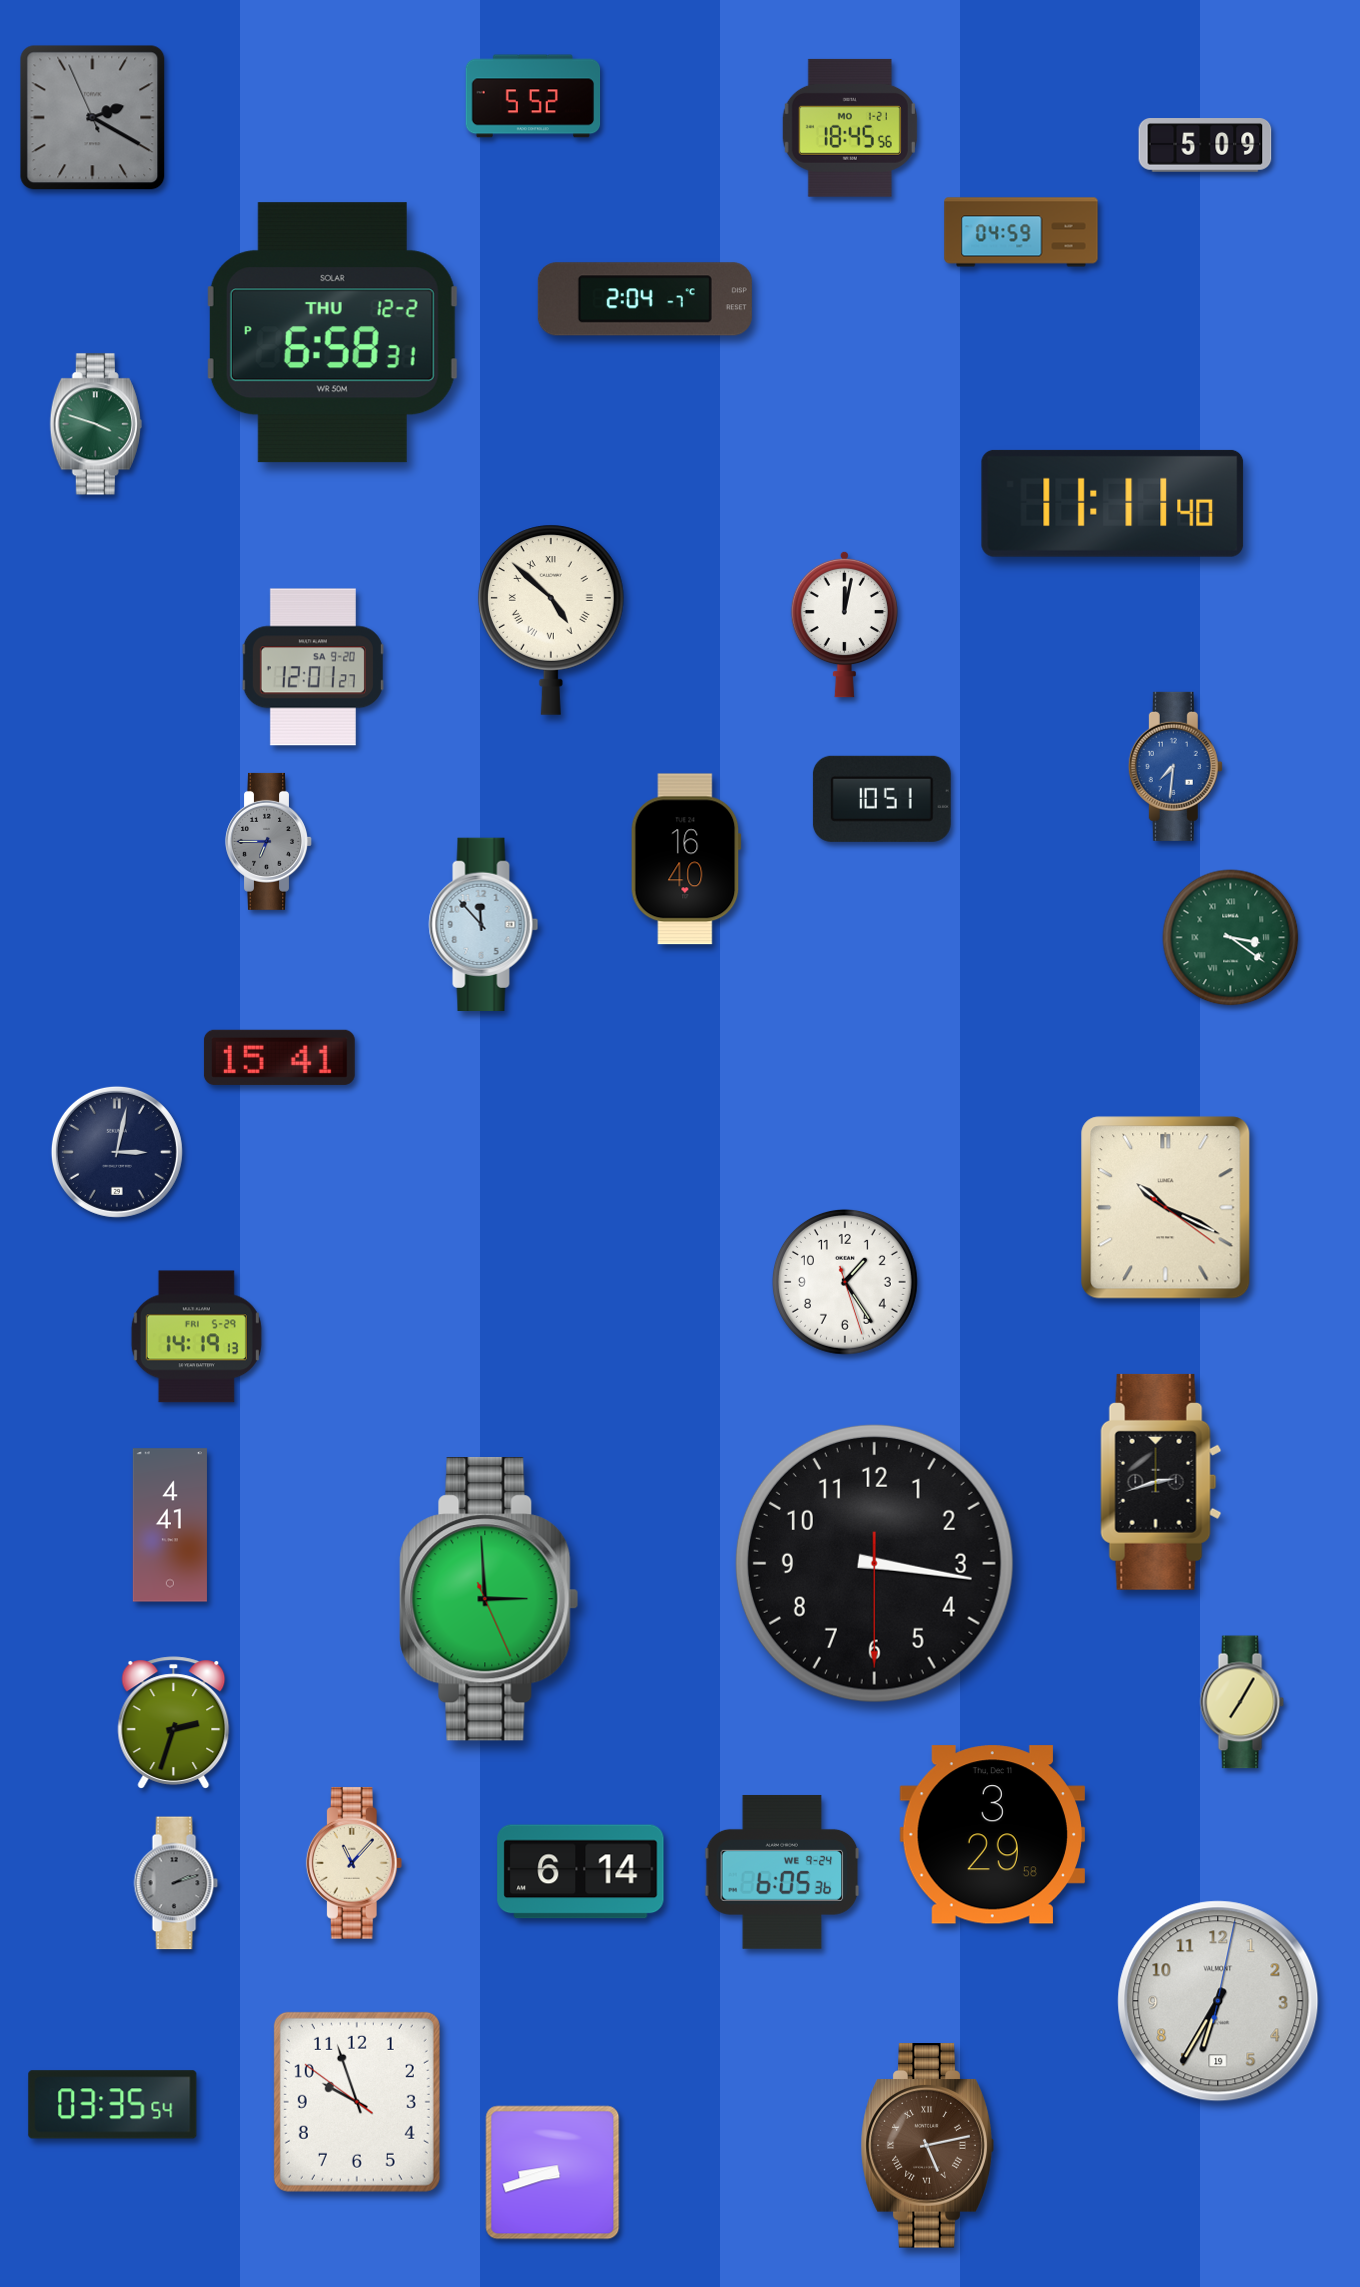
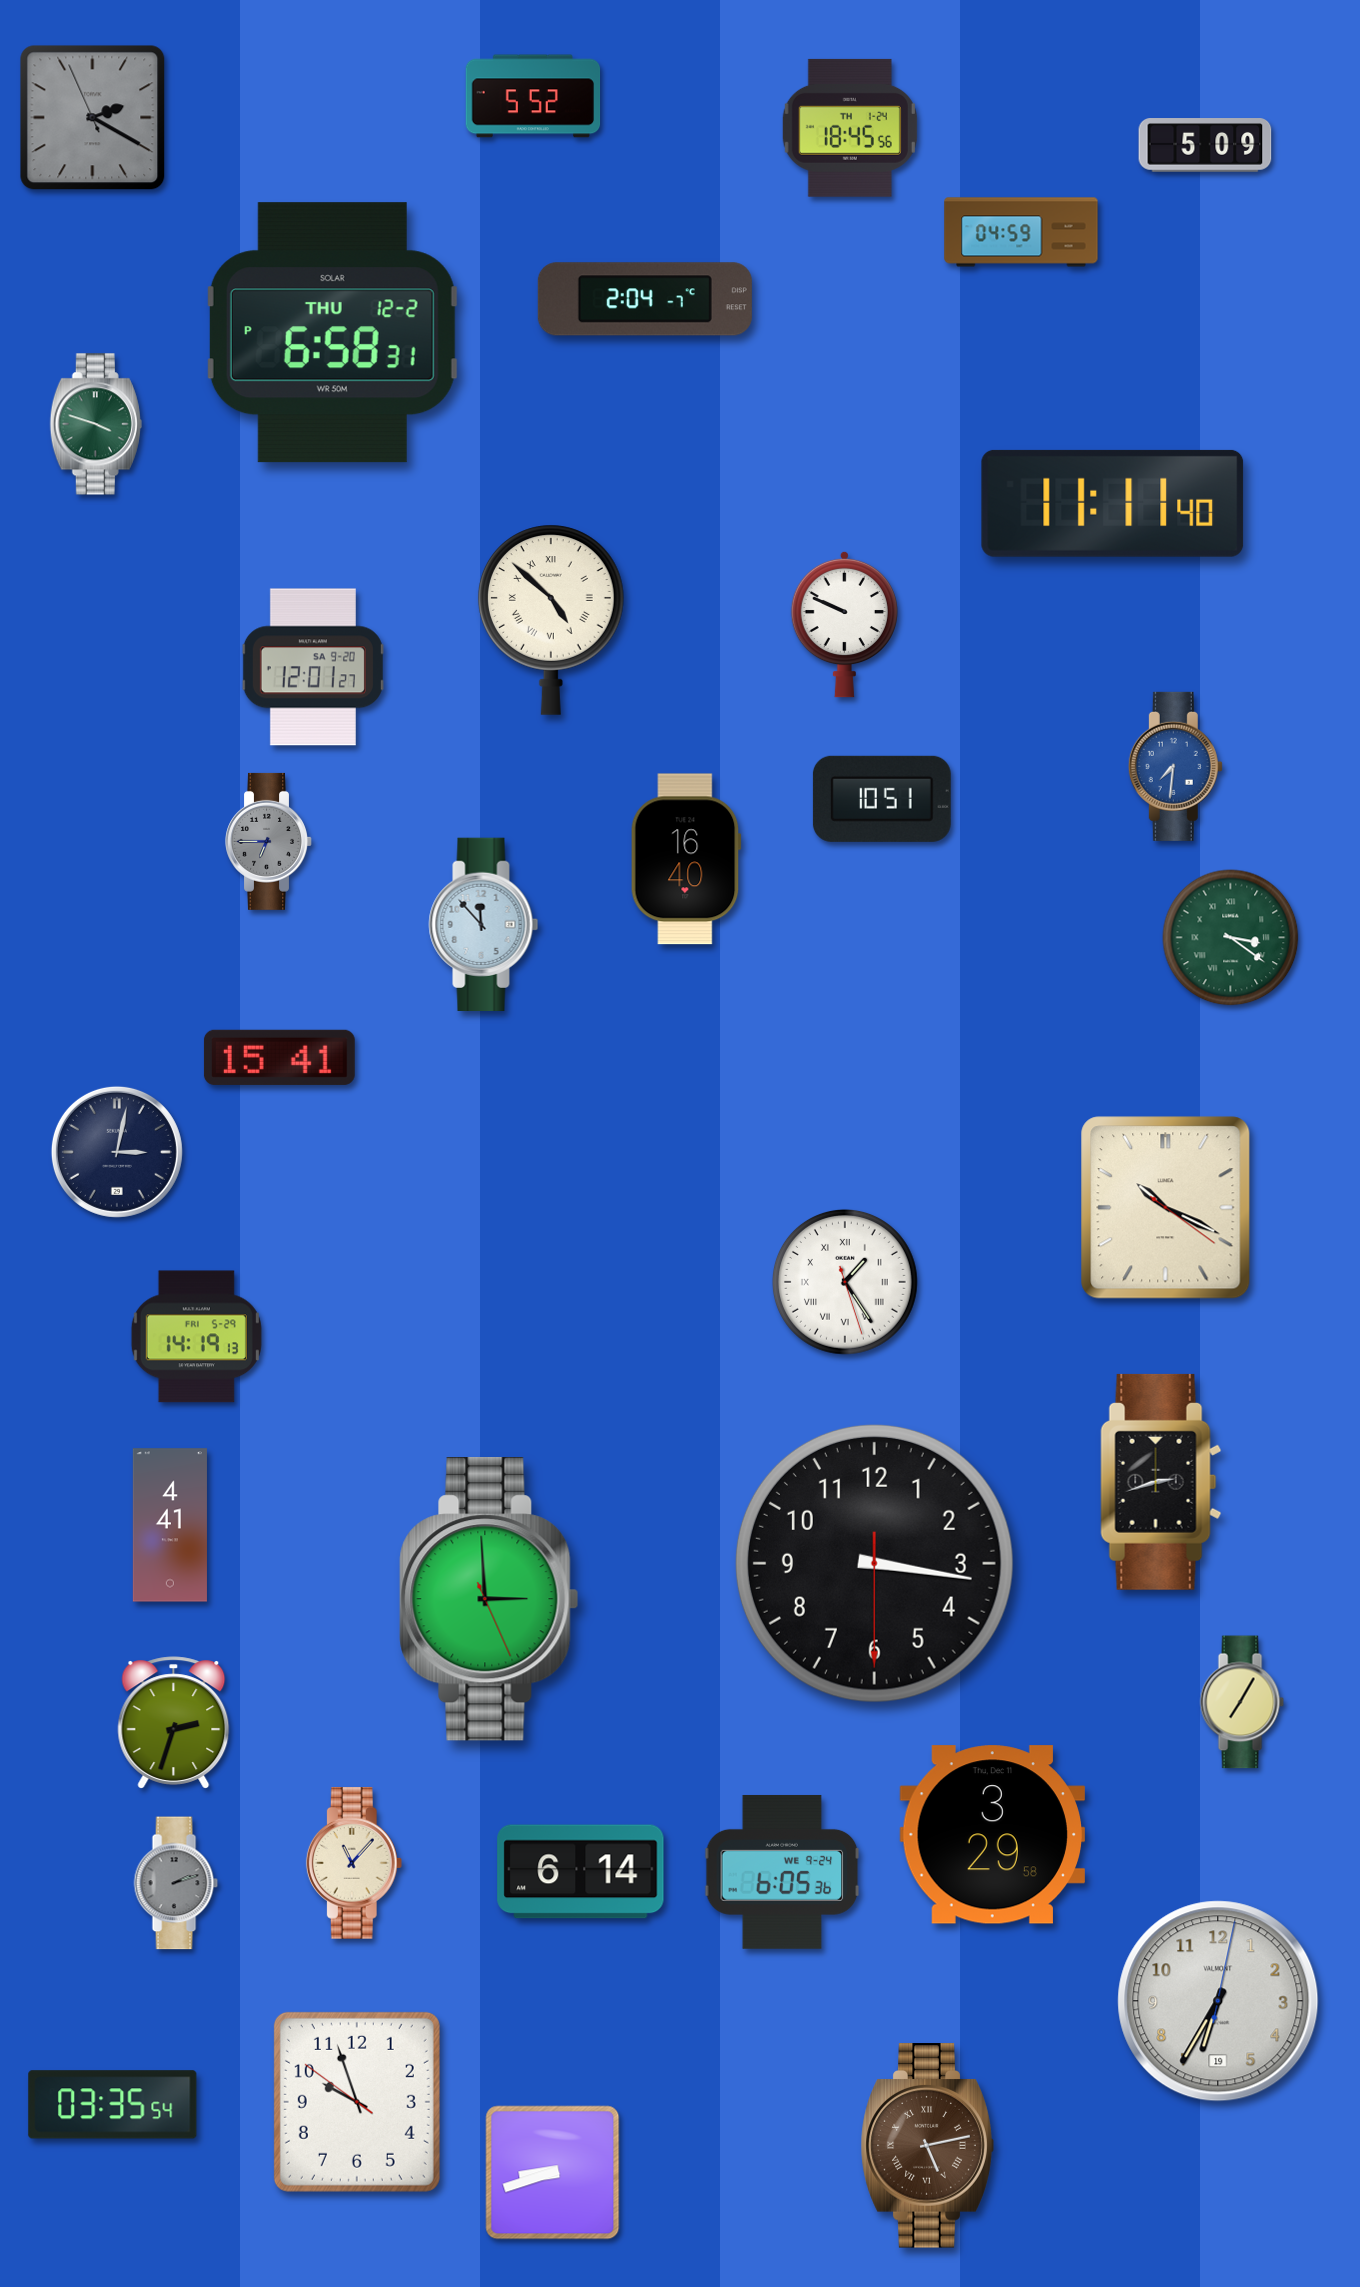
clock at (850, 128) date: MO 1-21 -> TH 1-24
clock at (844, 624): 12:02 -> 9:49
clock at (845, 1282) numerals: Arabic -> Roman
